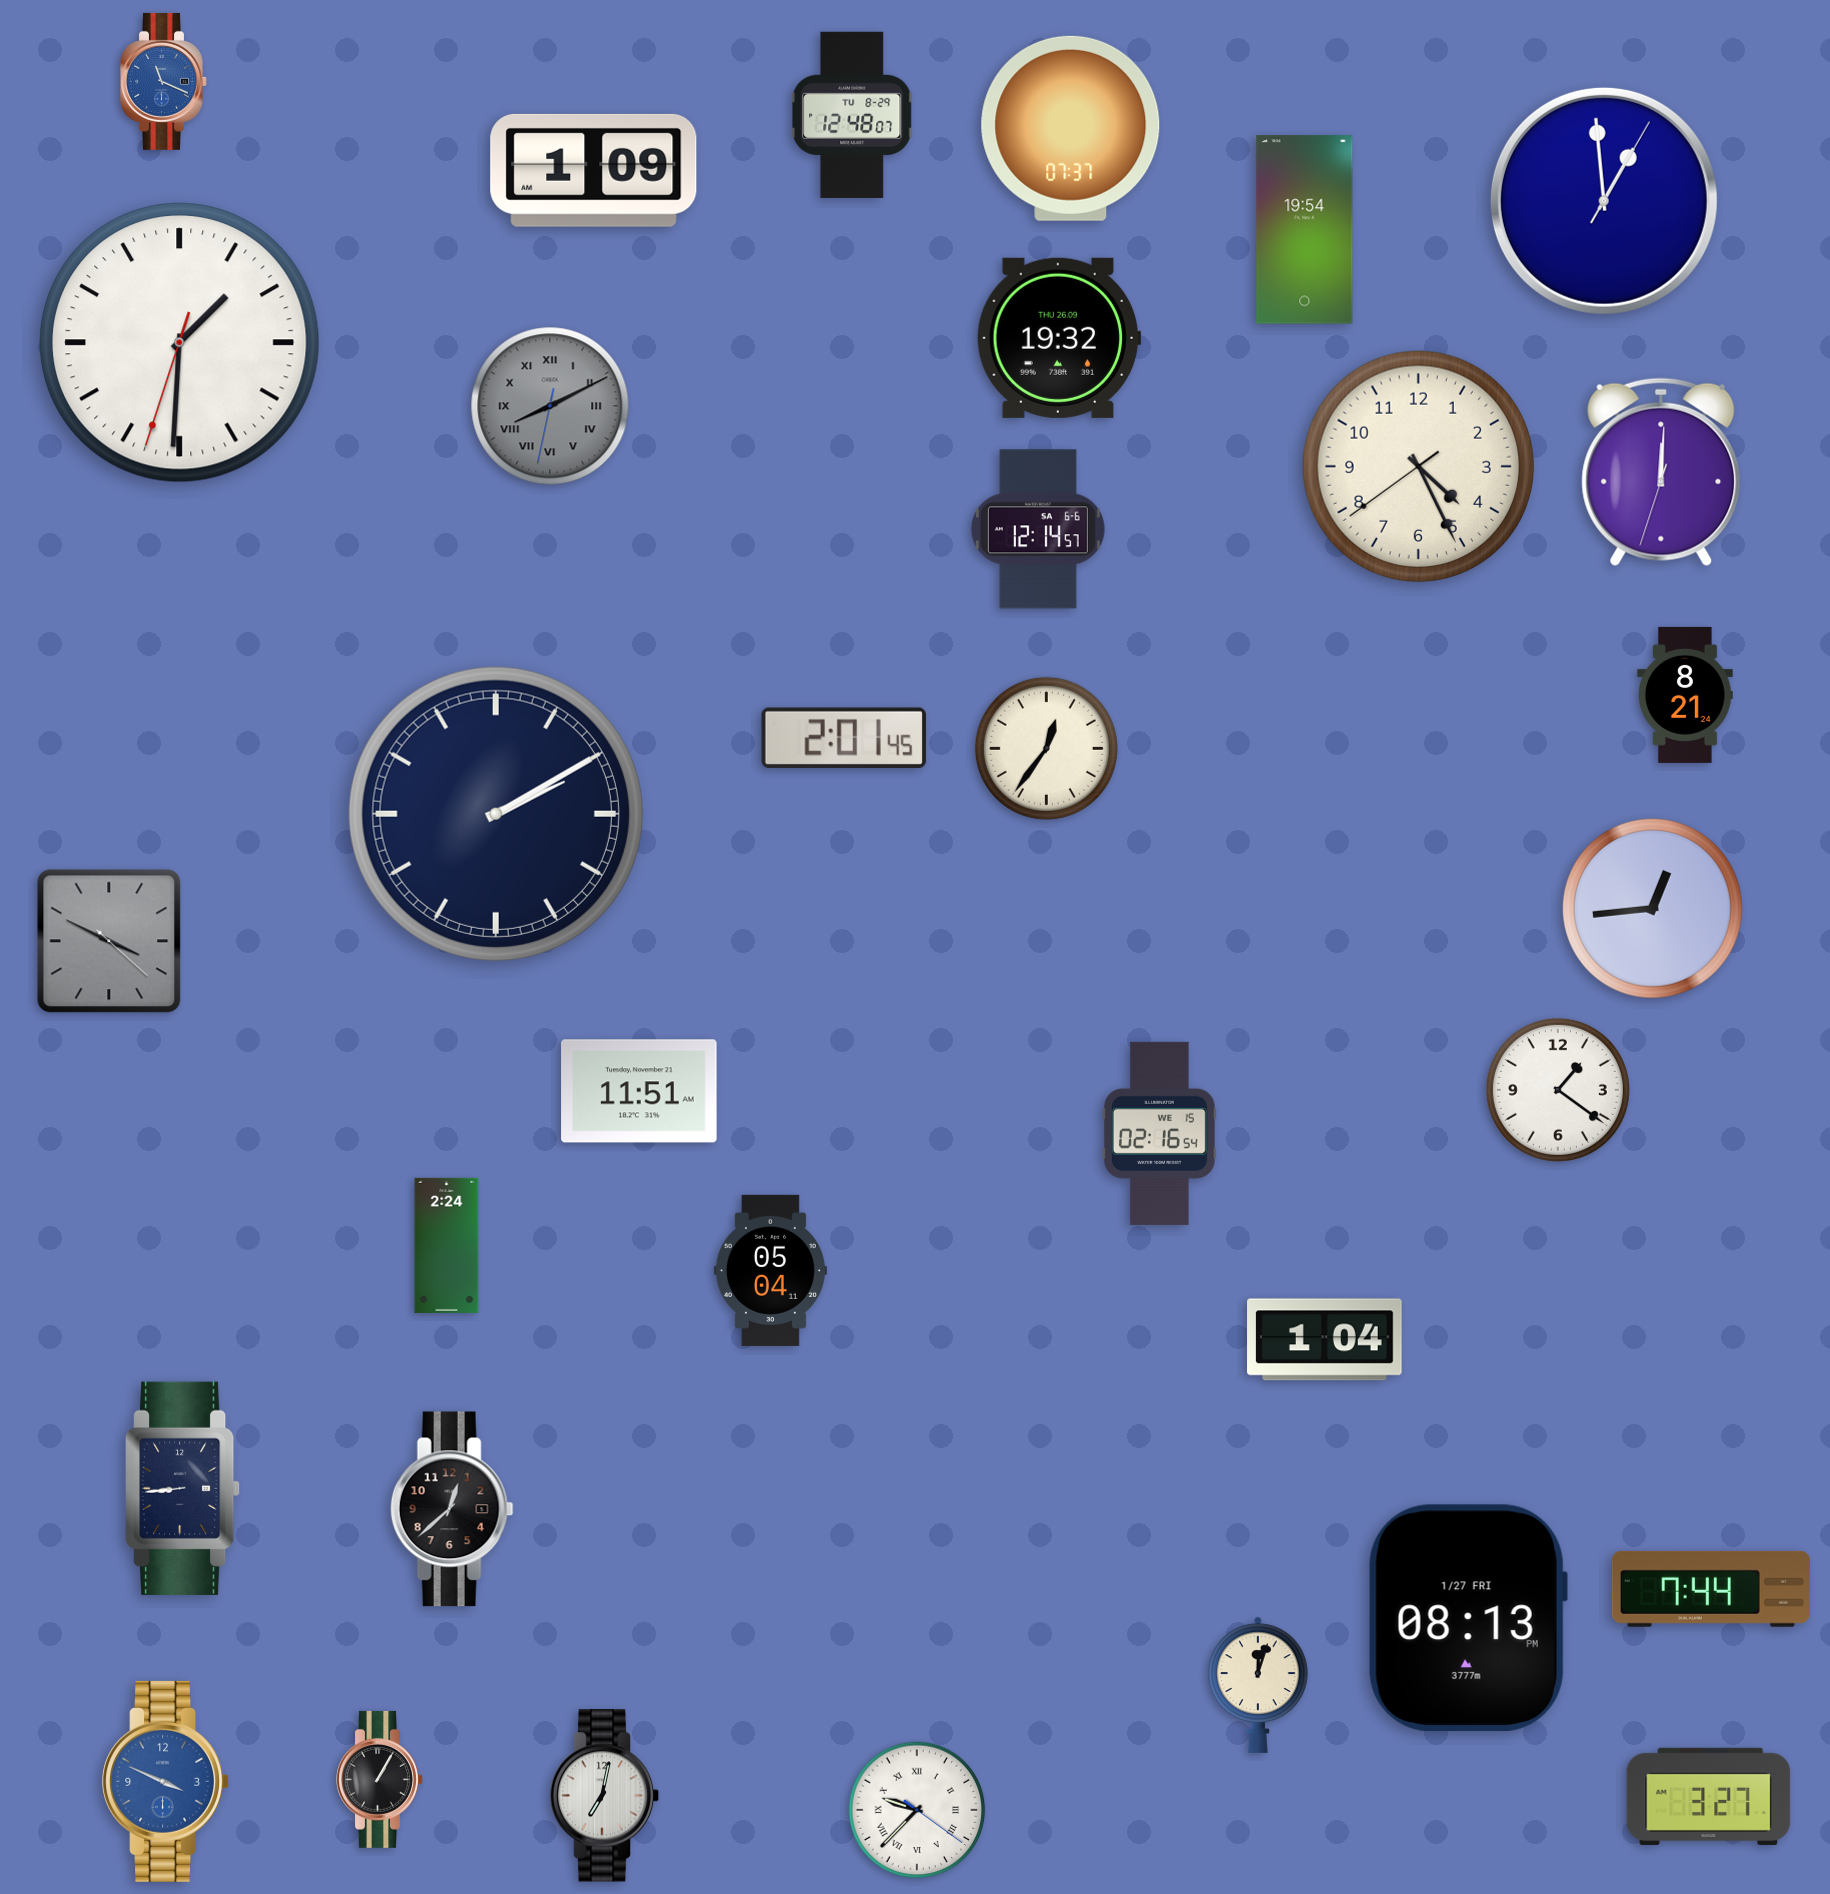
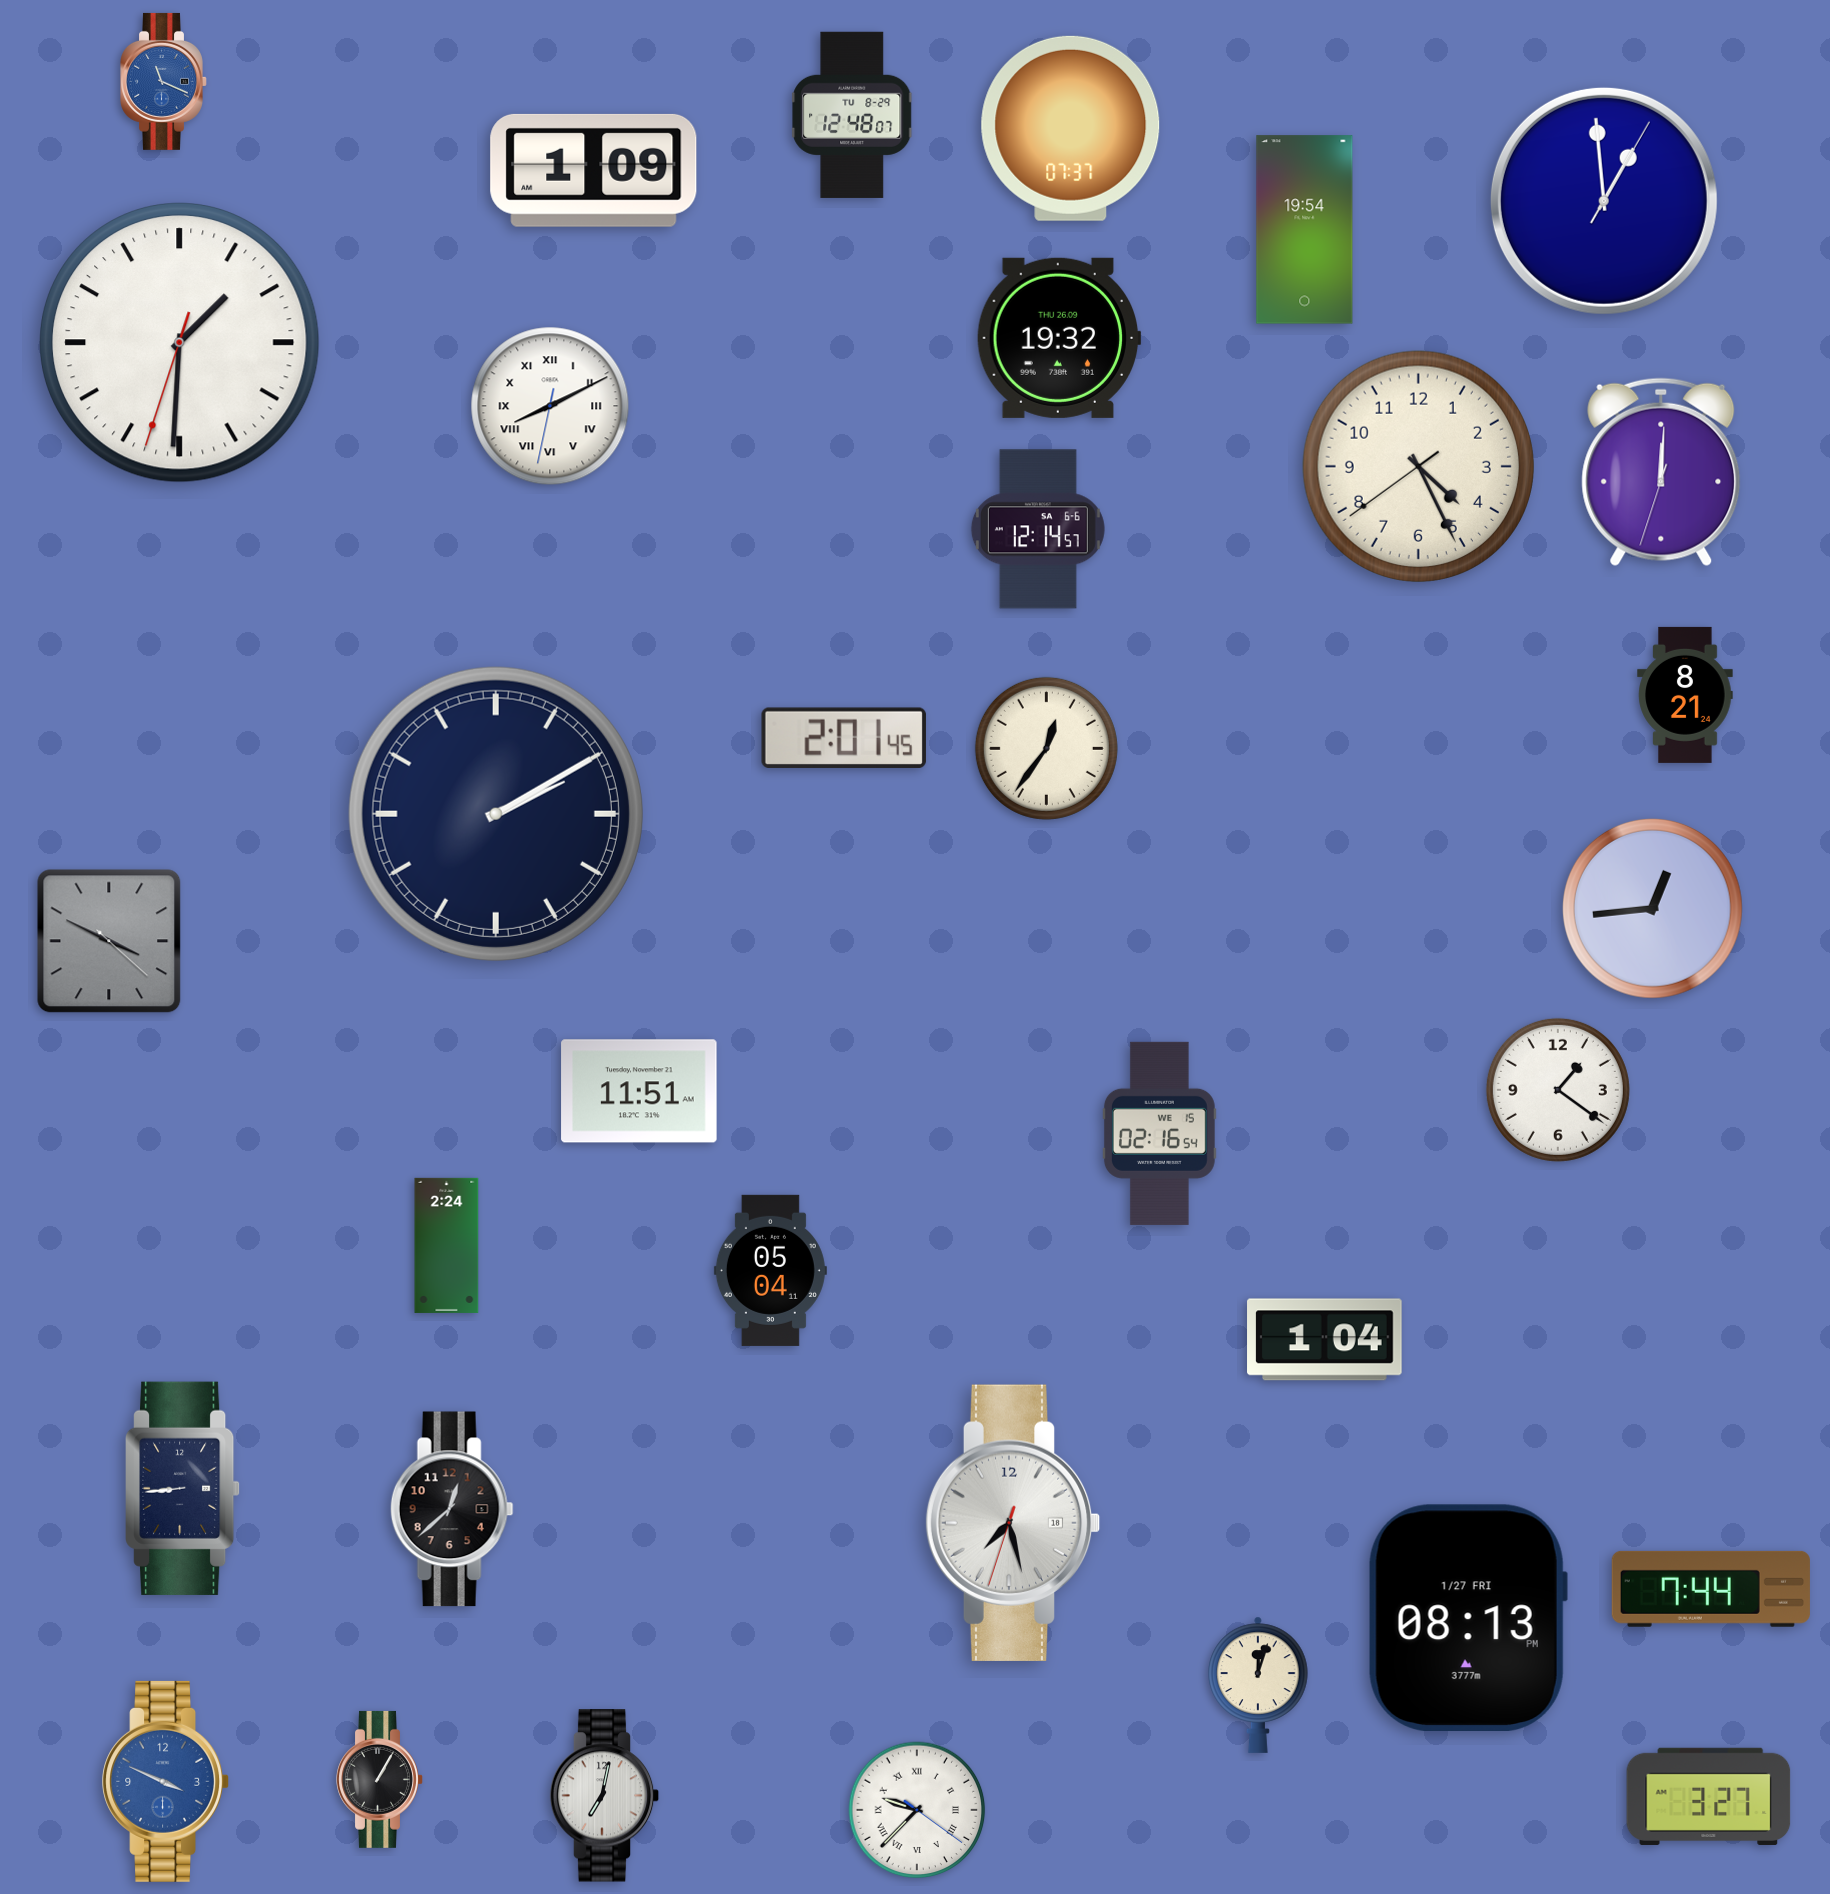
clock at (550, 406) dial: grey -> white
clock at (1013, 1523): none -> 7:27
